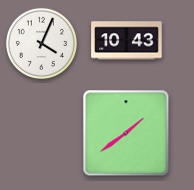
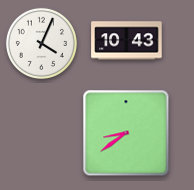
clock at (126, 133): 1:39 -> 8:39
